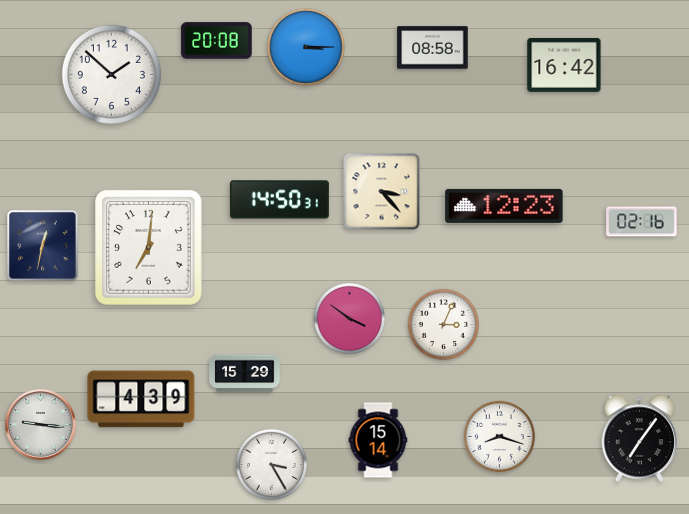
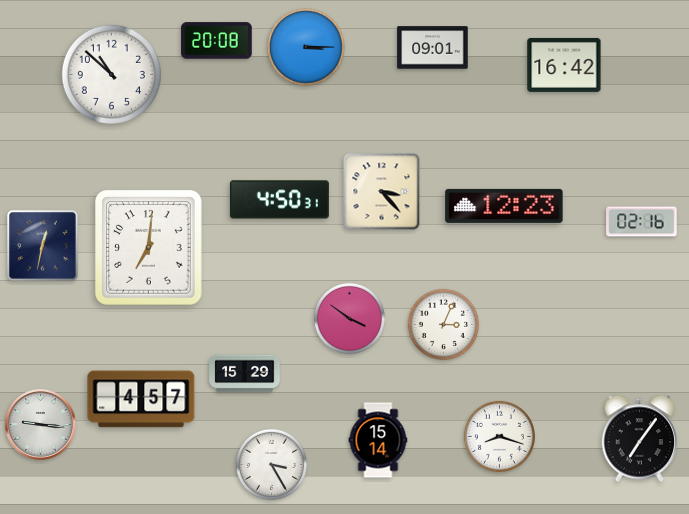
clock at (433, 48): 08:58 -> 09:01
clock at (111, 74): 1:52 -> 10:52
clock at (279, 200): 14:50 -> 4:50
clock at (141, 399): 4:39 -> 4:57
